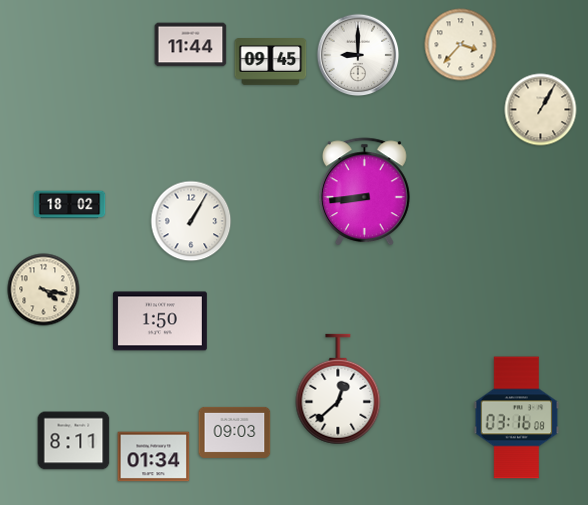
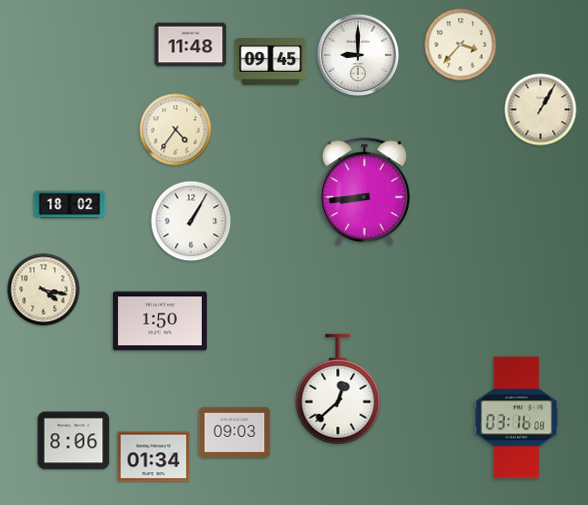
clock at (191, 45): 11:44 -> 11:48
clock at (176, 130): none -> 4:36
clock at (74, 441): 8:11 -> 8:06
